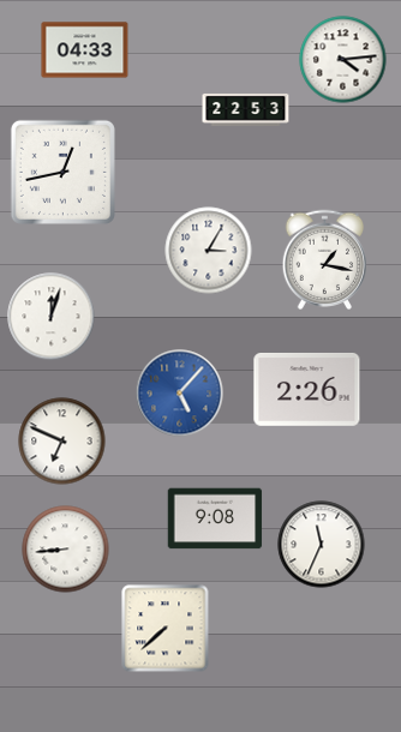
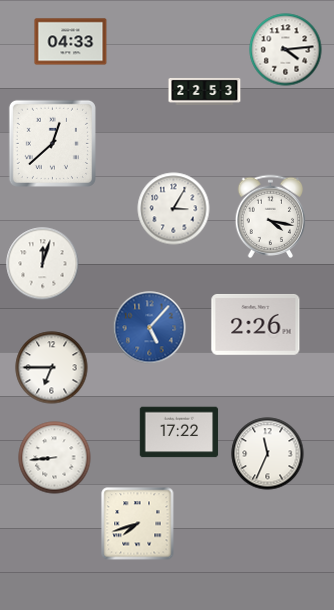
clock at (62, 172): 12:43 -> 12:38
clock at (325, 259): 1:17 -> 4:17
clock at (62, 442): 6:49 -> 6:45
clock at (215, 518): 9:08 -> 17:22
clock at (166, 629): 7:38 -> 7:42
